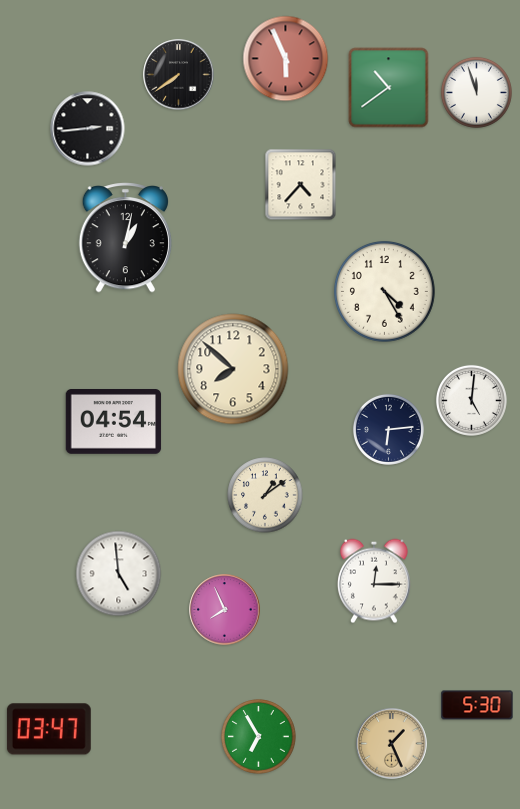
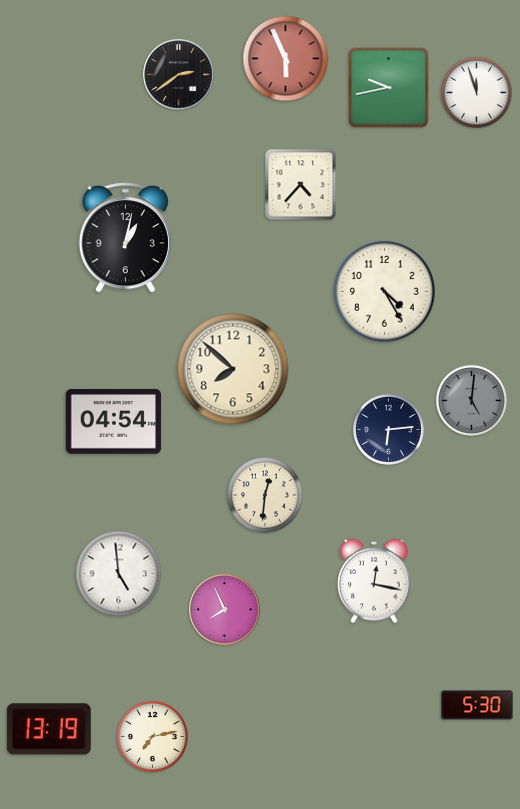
clock at (179, 75): 7:39 -> 2:39
clock at (389, 88): 10:39 -> 9:43
clock at (88, 129): 2:44 -> none
clock at (471, 400) dial: white -> grey
clock at (265, 495): 1:09 -> 12:31
clock at (374, 581): 12:15 -> 12:17
clock at (49, 729): 03:47 -> 13:19
clock at (152, 736): none -> 7:13
clock at (259, 737): 6:55 -> none
clock at (392, 744): 1:26 -> none
